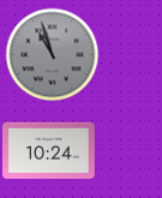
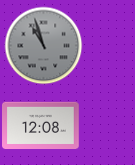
clock at (49, 150): 10:24 -> 12:08
